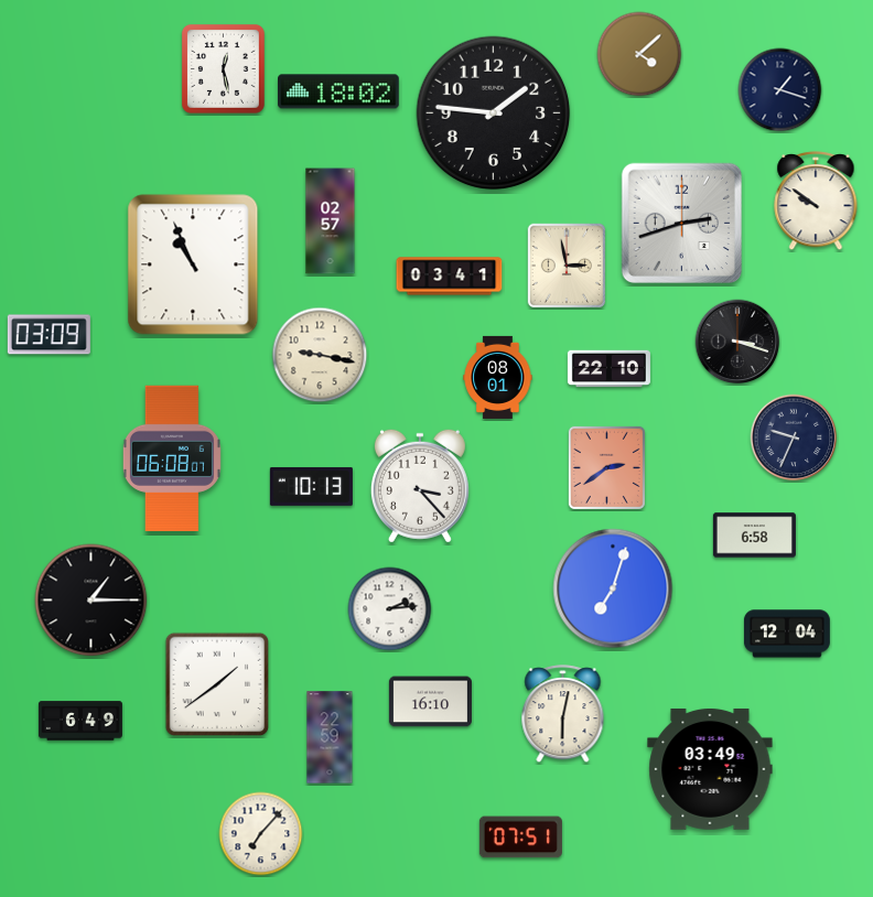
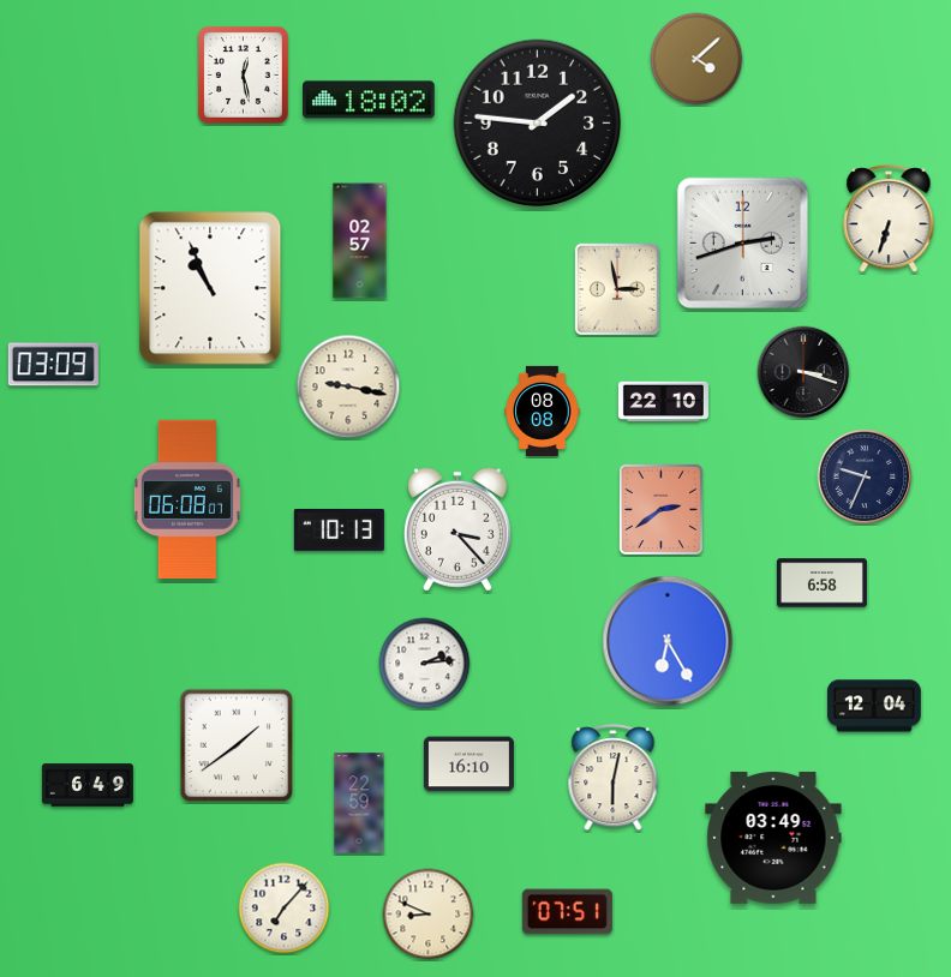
clock at (780, 90): 1:18 -> none
clock at (816, 201): 9:51 -> 6:33
clock at (450, 277): 03:41 -> none
clock at (498, 377): 08:01 -> 08:08
clock at (613, 588): 7:03 -> 6:25
clock at (91, 601): 1:15 -> none
clock at (787, 634) position: (787, 634) -> (874, 706)
clock at (429, 915): none -> 8:49
